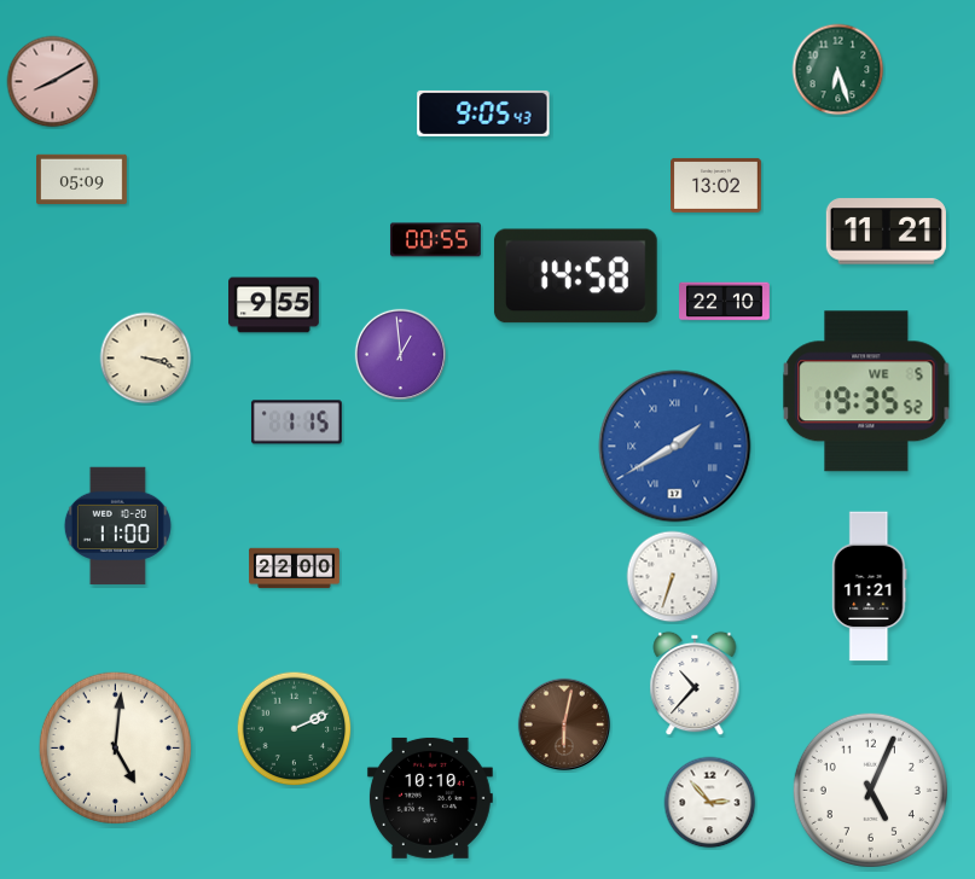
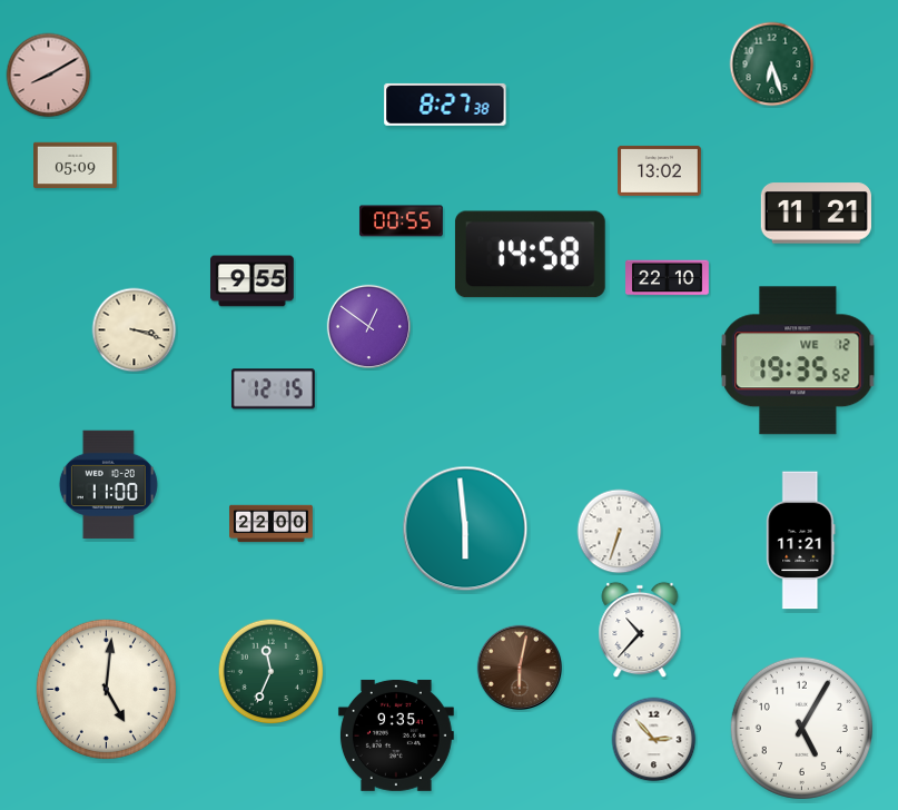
clock at (483, 113): 9:05 -> 8:27
clock at (400, 354): 12:59 -> 12:51
clock at (866, 391) date: WE 5 -> WE 12
clock at (296, 423): 1:15 -> 12:15
clock at (675, 447): 1:40 -> none
clock at (465, 529): none -> 5:59
clock at (295, 729): 2:11 -> 11:34
clock at (870, 790): 5:04 -> 5:05
clock at (430, 798): 10:10 -> 9:35
